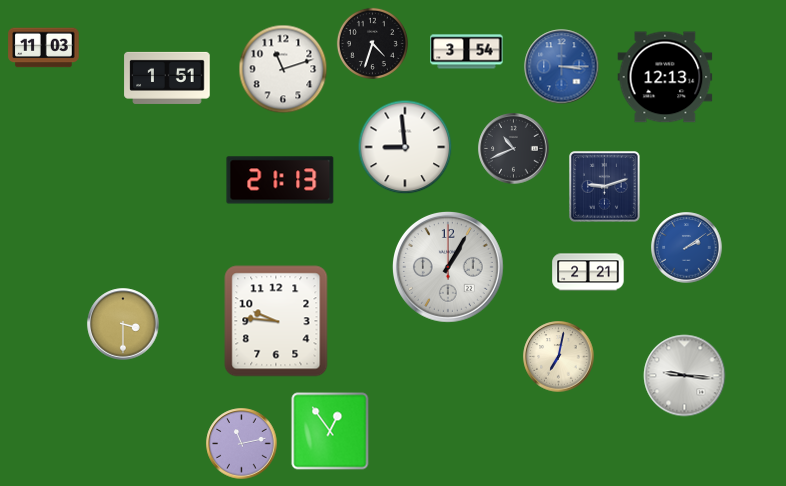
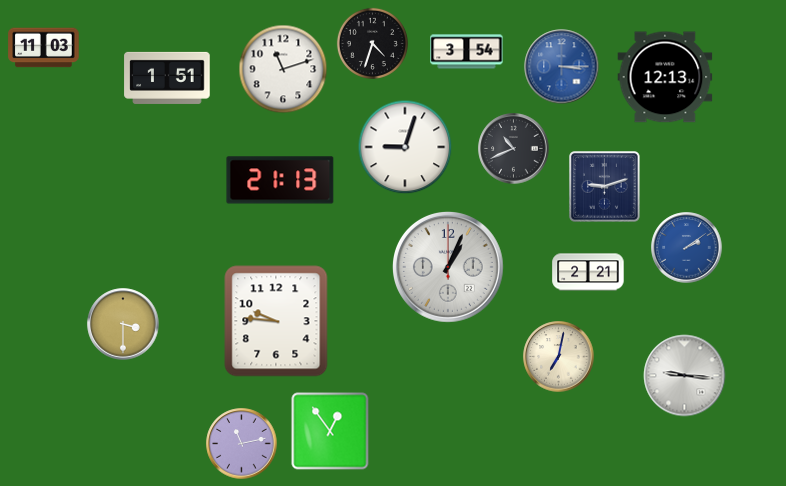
clock at (405, 147): 8:59 -> 9:03
clock at (449, 268): 1:05 -> 1:04
